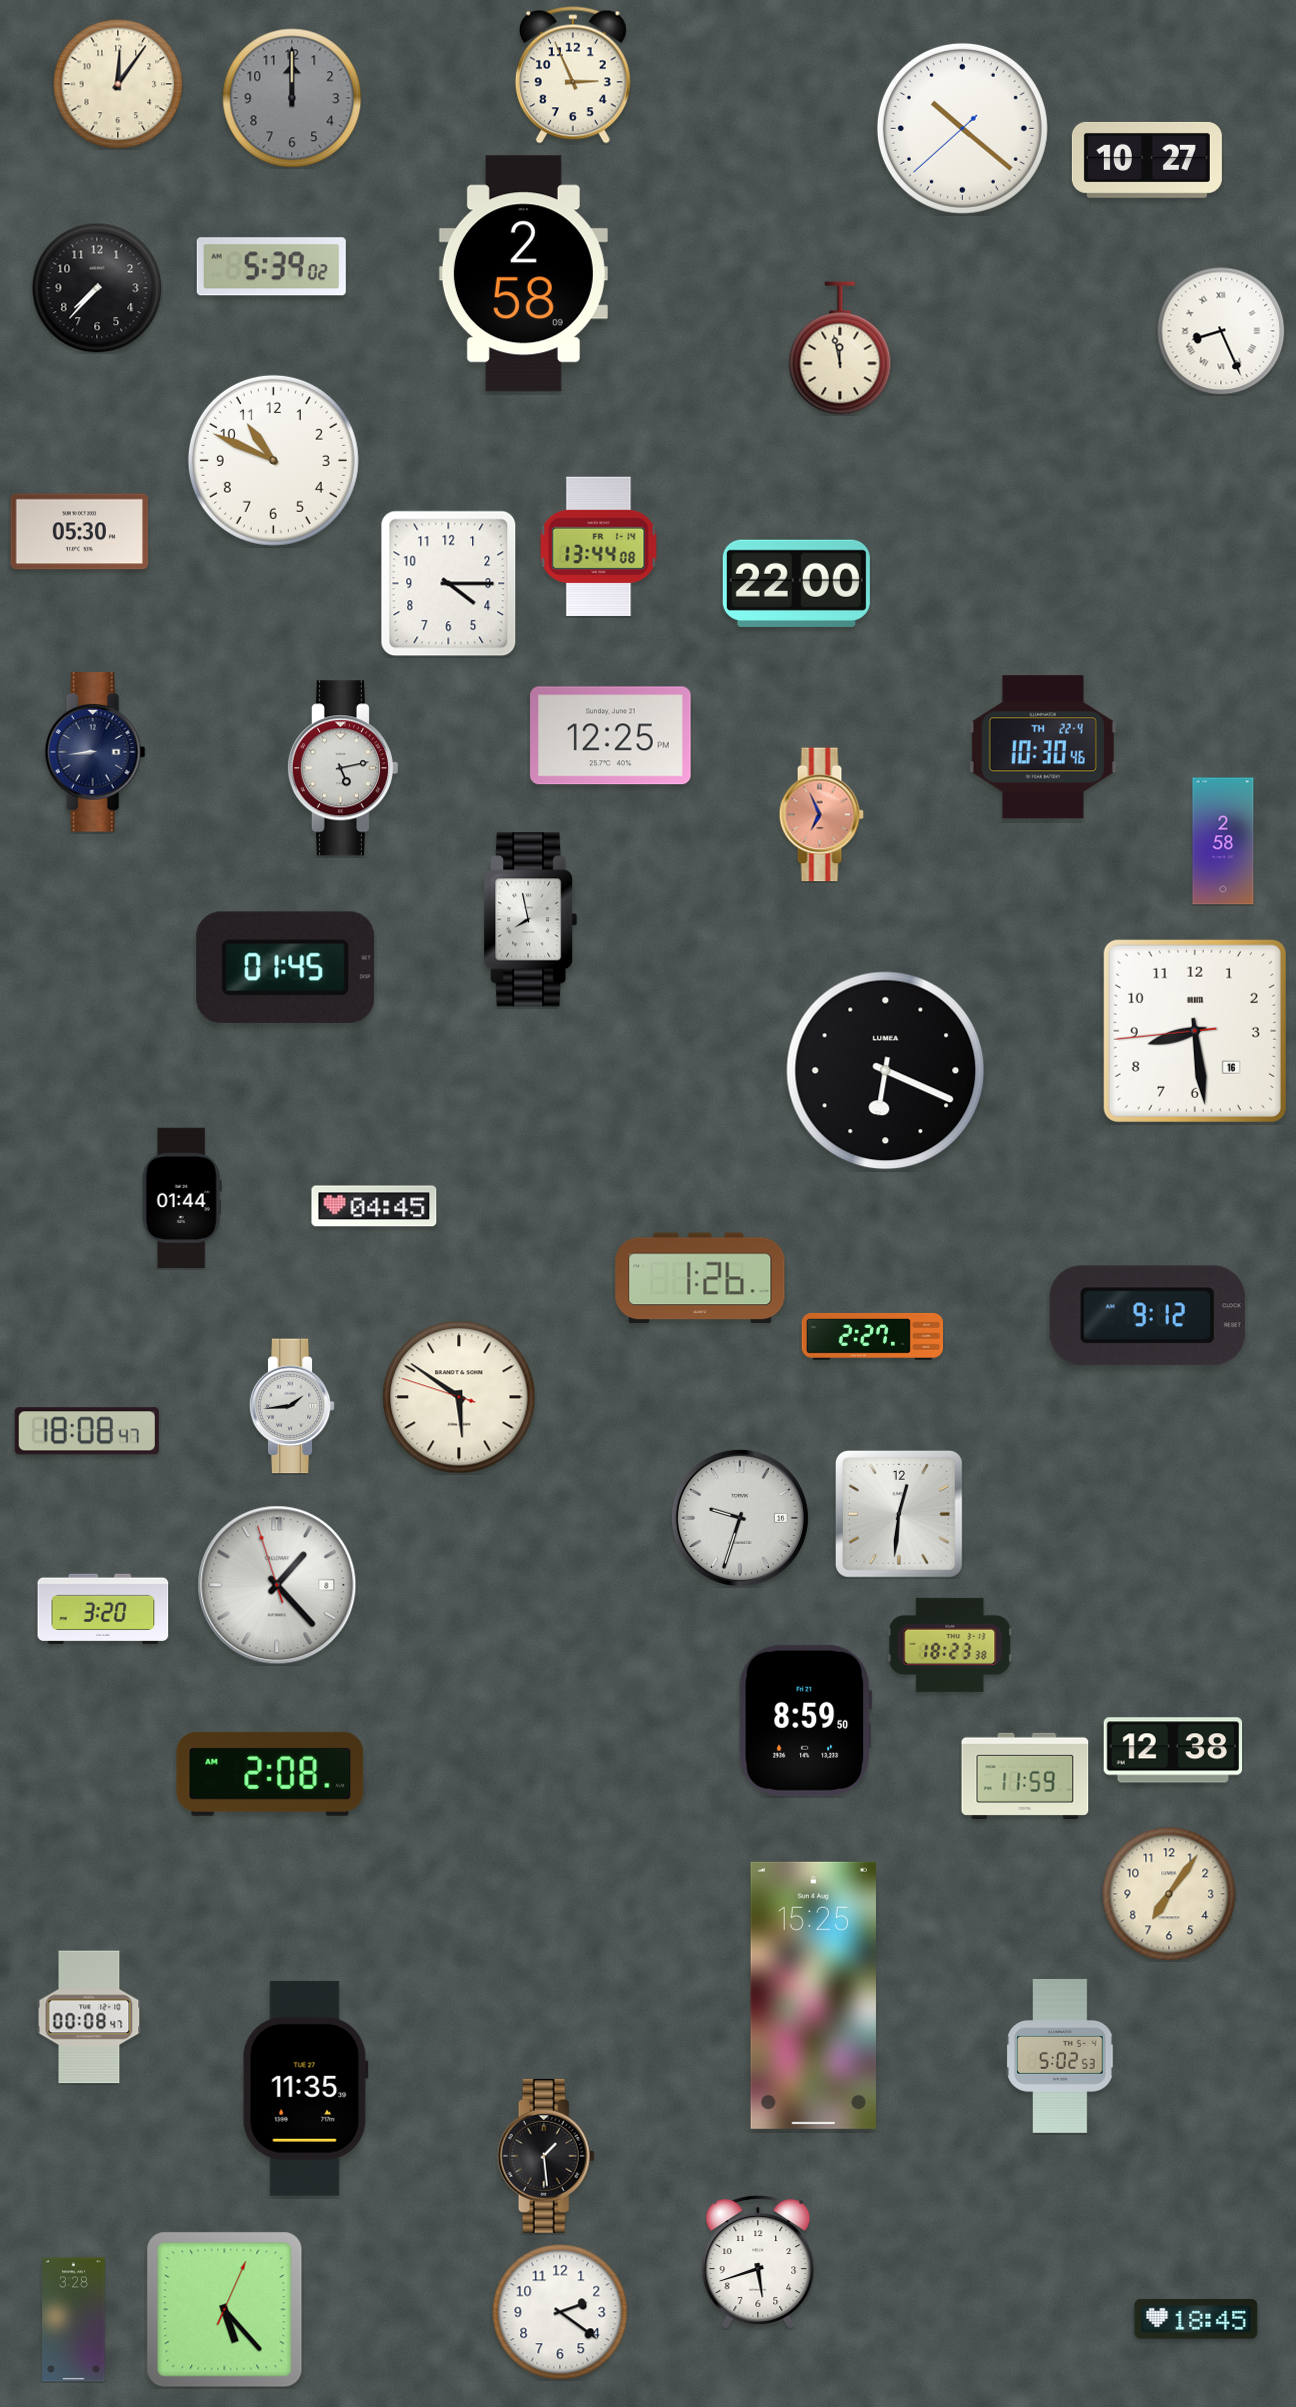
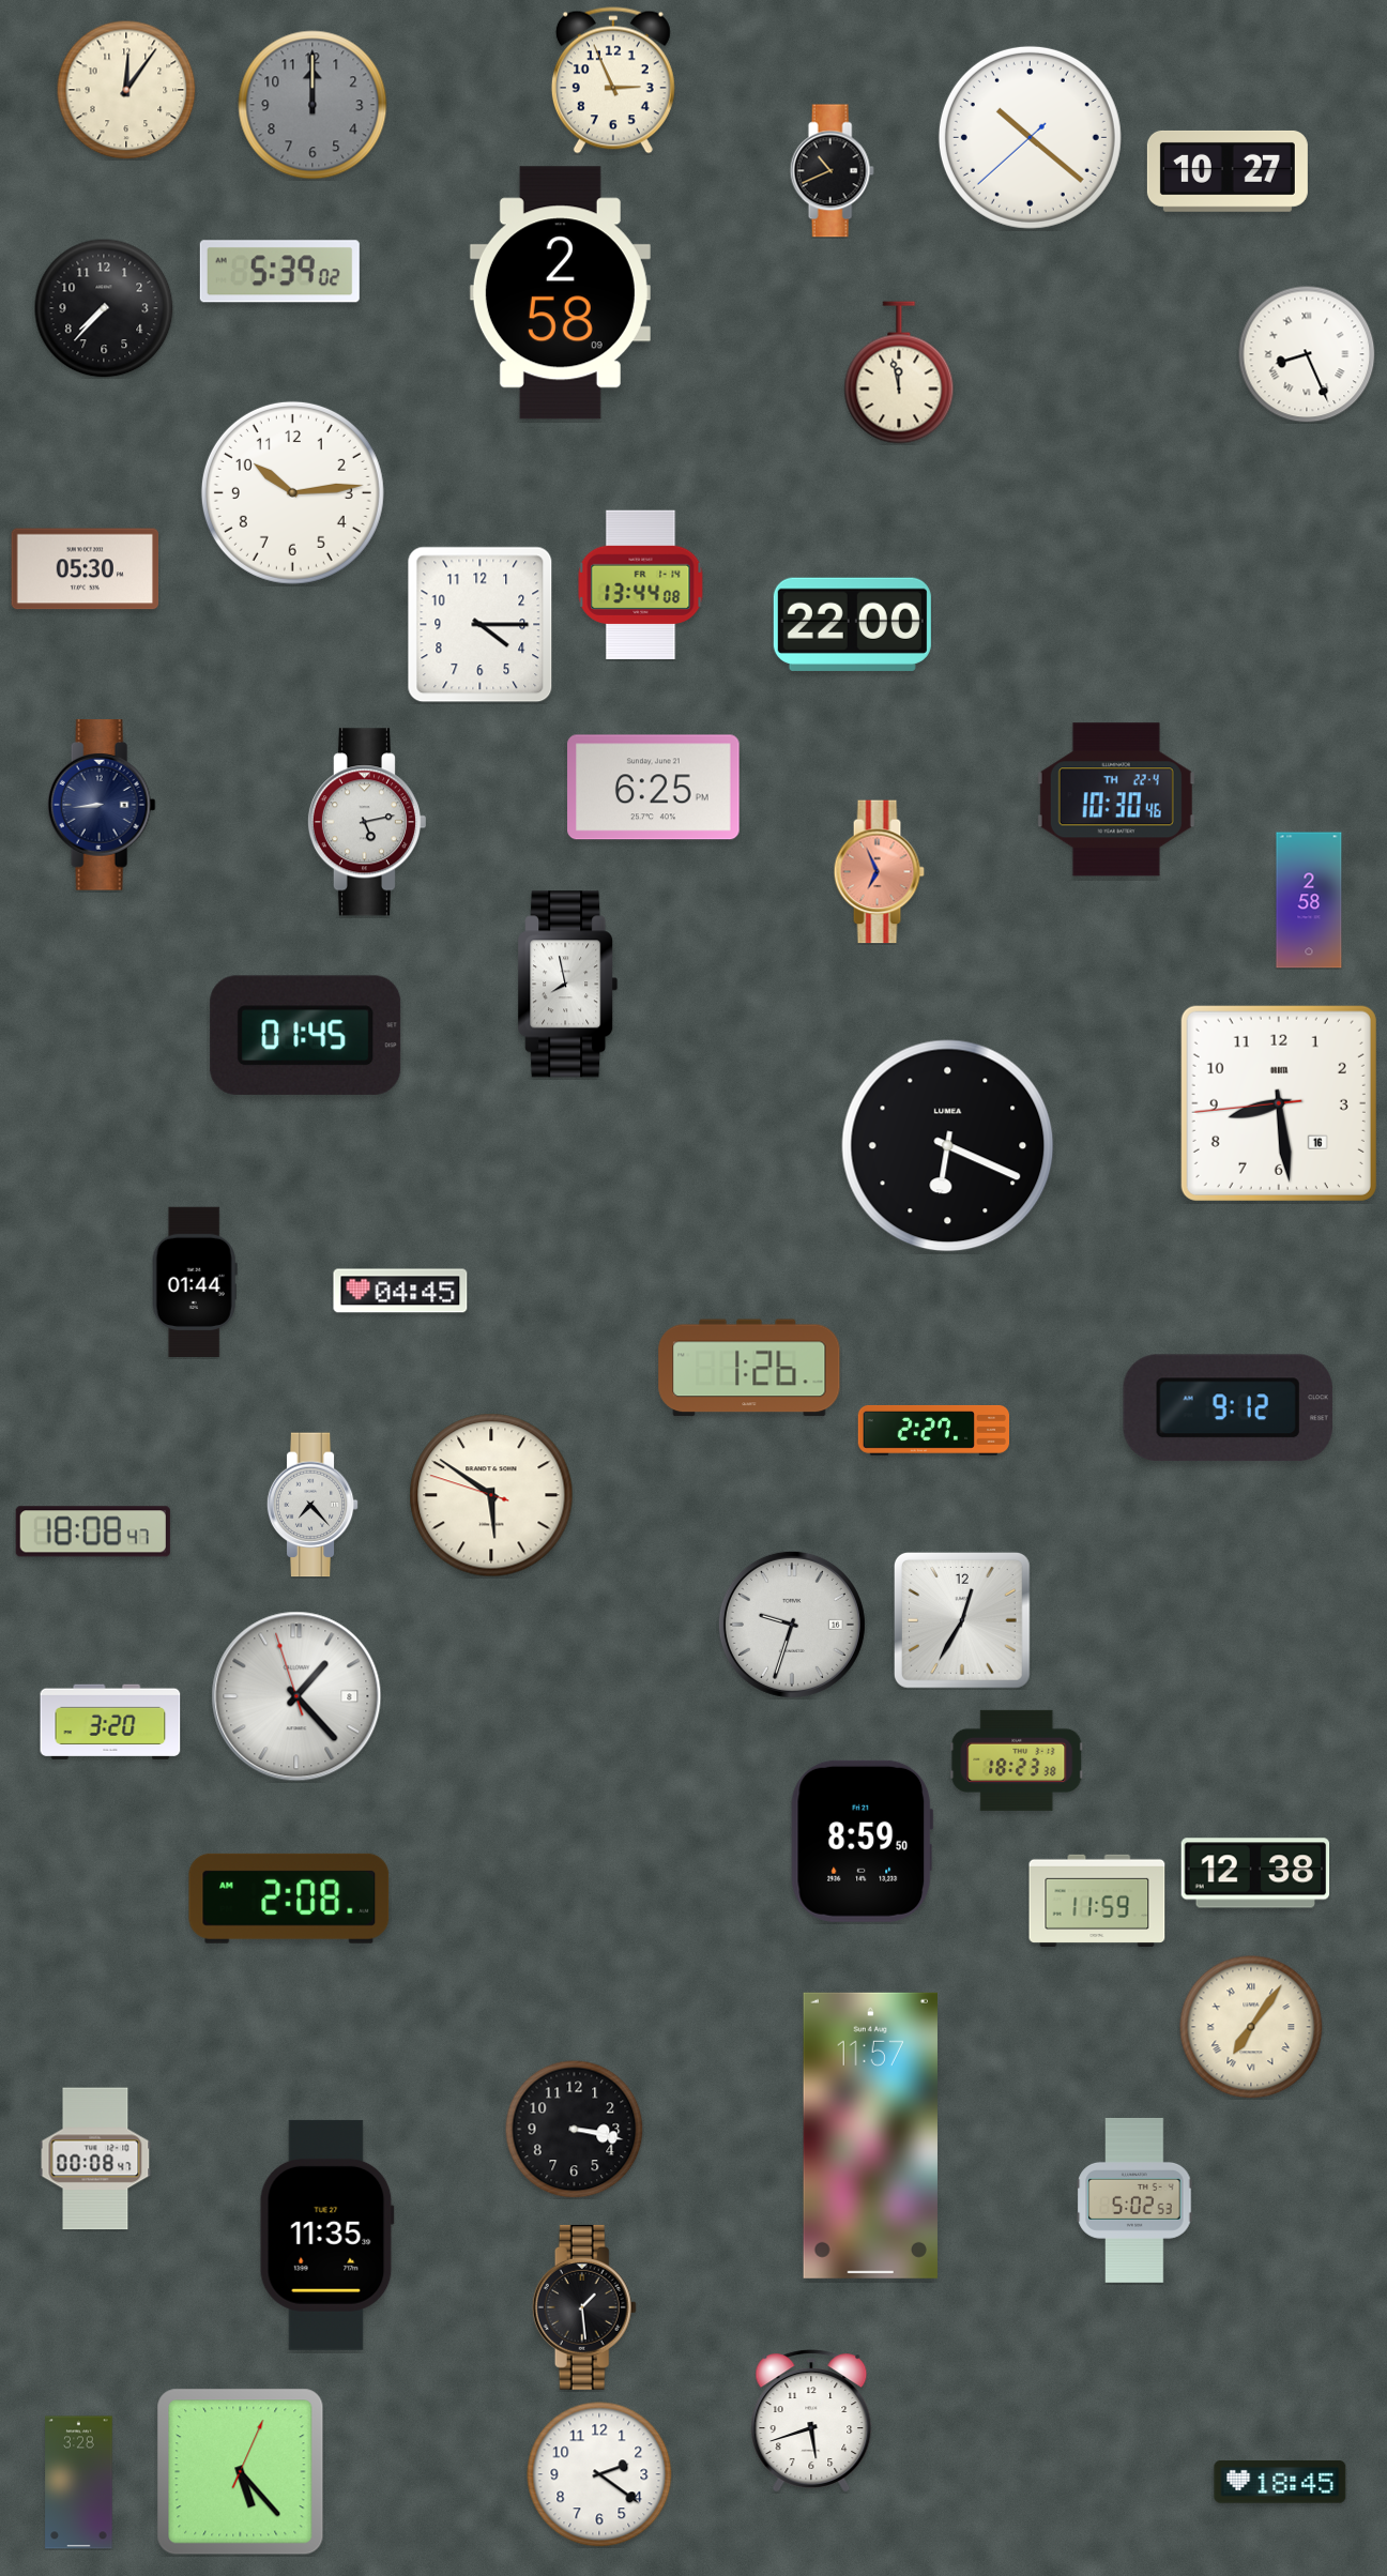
clock at (832, 171): none -> 10:41
clock at (271, 267) position: (271, 267) -> (279, 272)
clock at (273, 460): 10:49 -> 10:14
clock at (611, 736): 12:25 -> 6:25
clock at (292, 1406): 1:44 -> 7:23
clock at (899, 1514): 12:31 -> 12:35
clock at (1169, 1894) numerals: Arabic -> Roman
clock at (574, 2129): none -> 3:17
clock at (813, 1995): 15:25 -> 11:57
